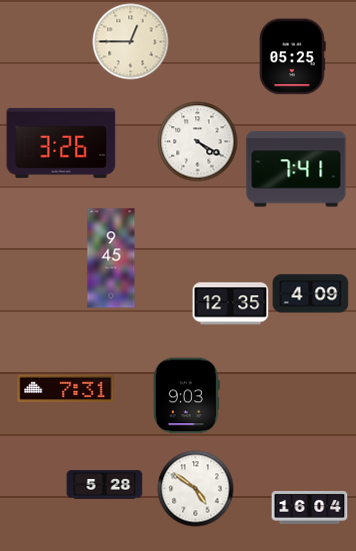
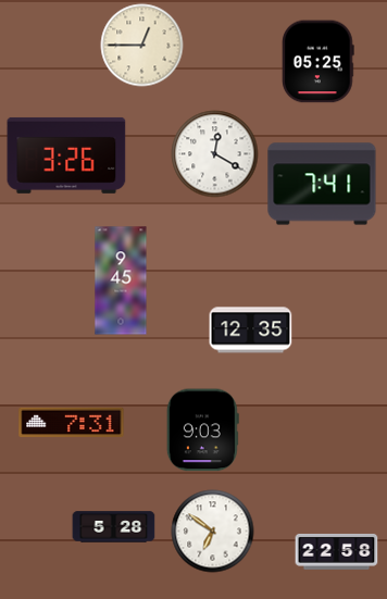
clock at (198, 142): 4:20 -> 12:20
clock at (311, 294): 4:09 -> none
clock at (196, 489): 4:51 -> 6:51
clock at (310, 508): 16:04 -> 22:58
